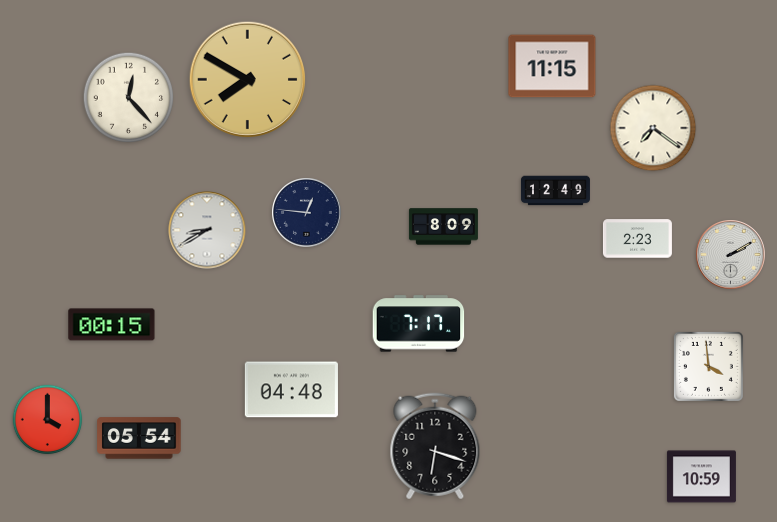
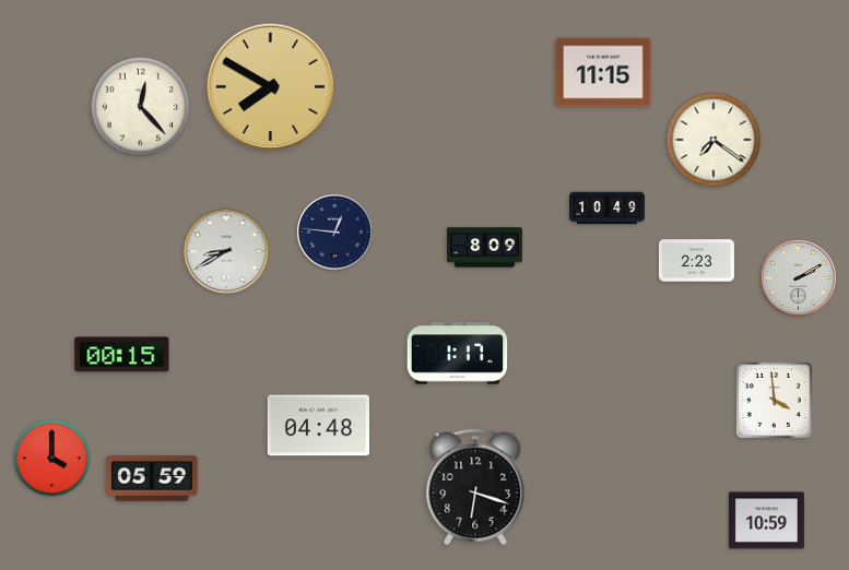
clock at (555, 191): 12:49 -> 10:49
clock at (419, 324): 7:17 -> 1:17
clock at (139, 438): 05:54 -> 05:59
